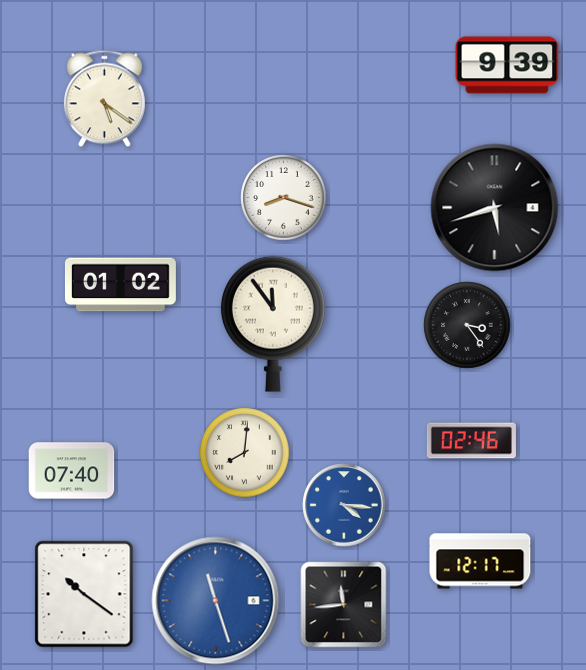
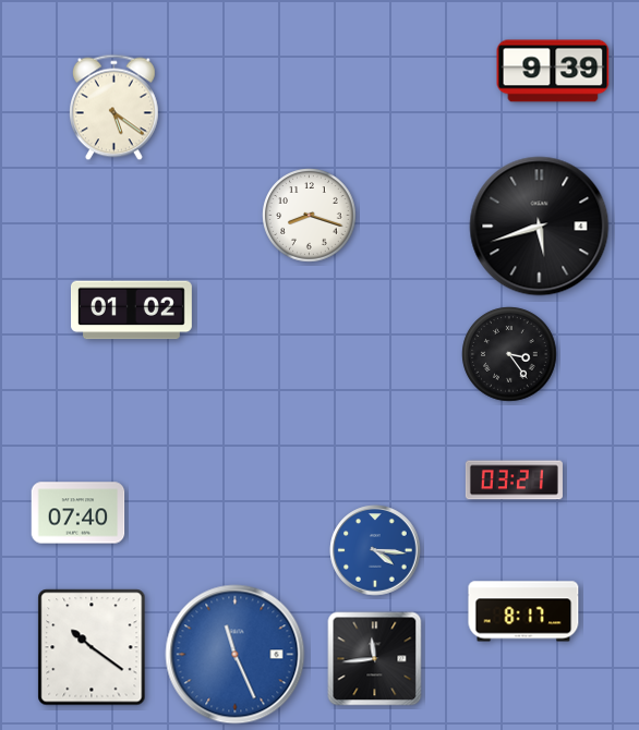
clock at (273, 324): 11:54 -> none
clock at (471, 441): 02:46 -> 03:21
clock at (245, 453): 8:01 -> none
clock at (480, 561): 12:17 -> 8:17
clock at (216, 601): 11:27 -> 11:26
